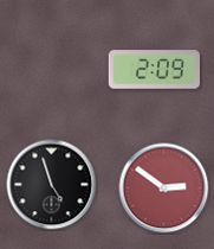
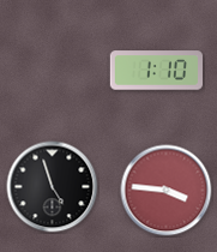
clock at (154, 70): 2:09 -> 1:10
clock at (164, 189): 2:51 -> 3:46
